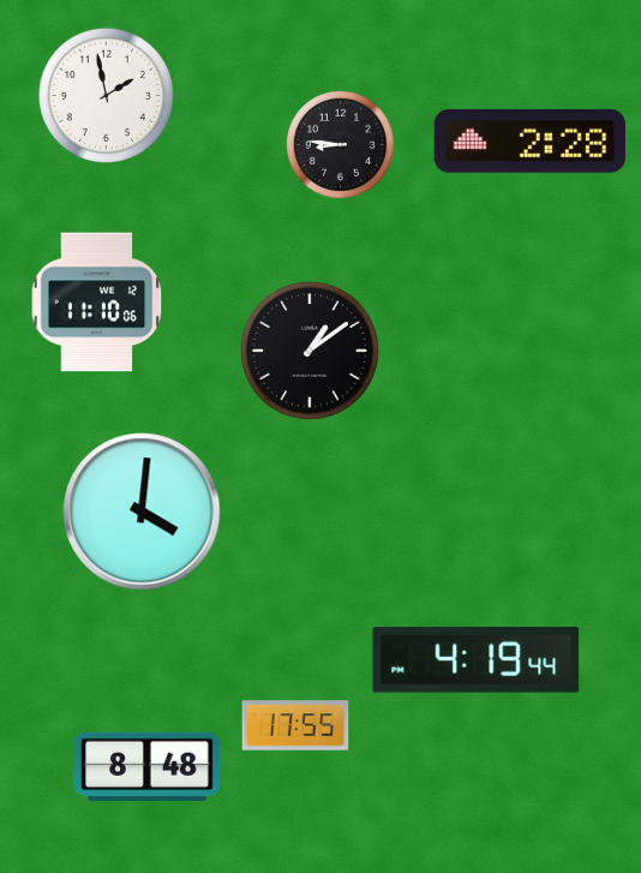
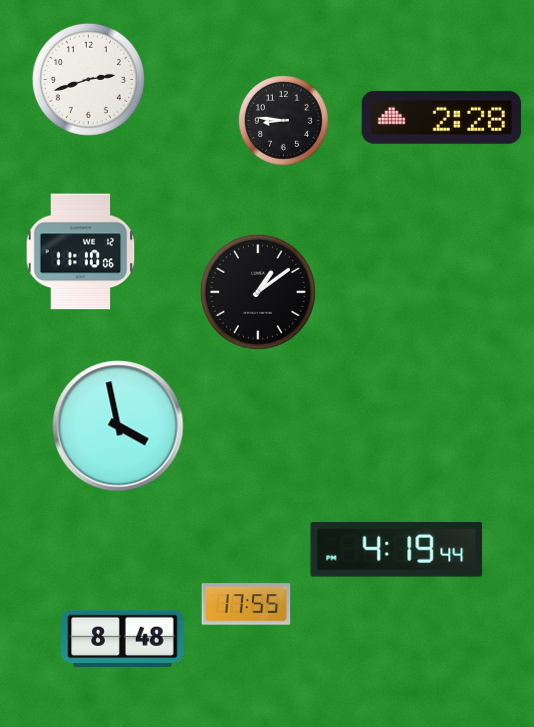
clock at (106, 95): 1:58 -> 2:42
clock at (142, 512): 4:01 -> 3:58
